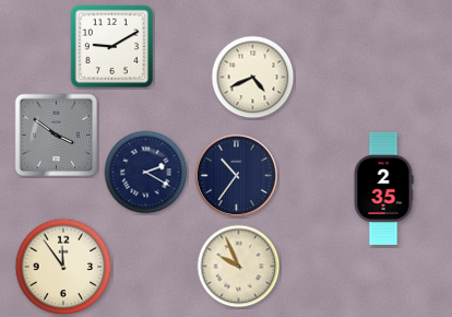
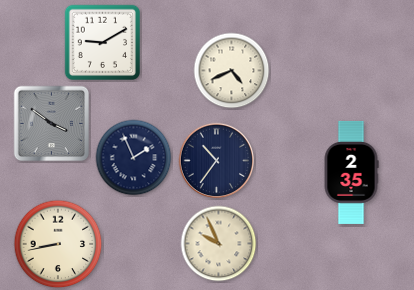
clock at (146, 173): 2:20 -> 1:56
clock at (63, 267): 11:54 -> 8:43
